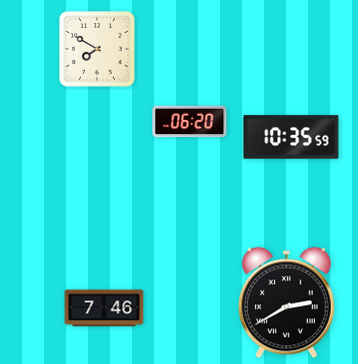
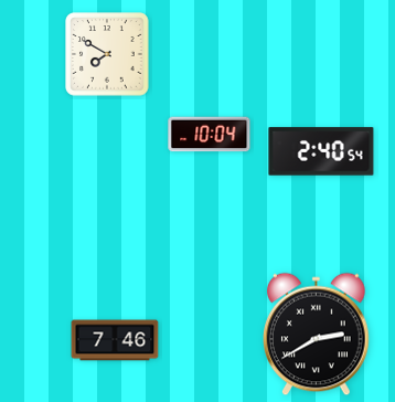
clock at (190, 122): 06:20 -> 10:04
clock at (291, 137): 10:35 -> 2:40
